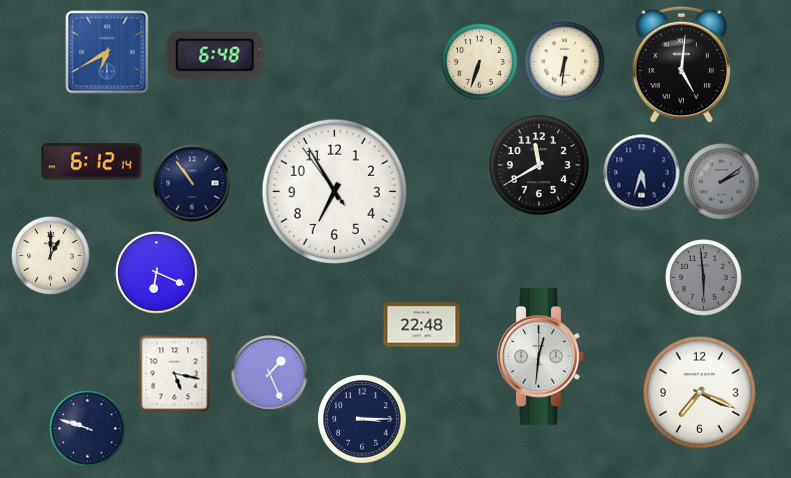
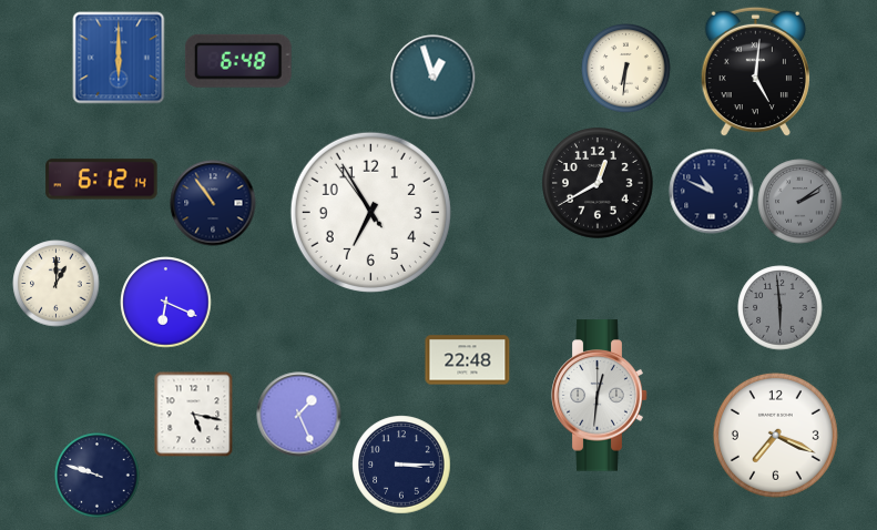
clock at (107, 52): 6:40 -> 6:00
clock at (480, 62): 6:33 -> none
clock at (434, 78): none -> 12:57
clock at (540, 166): 11:40 -> 12:40
clock at (642, 173): 5:33 -> 10:49
clock at (157, 273) position: (157, 273) -> (166, 303)
